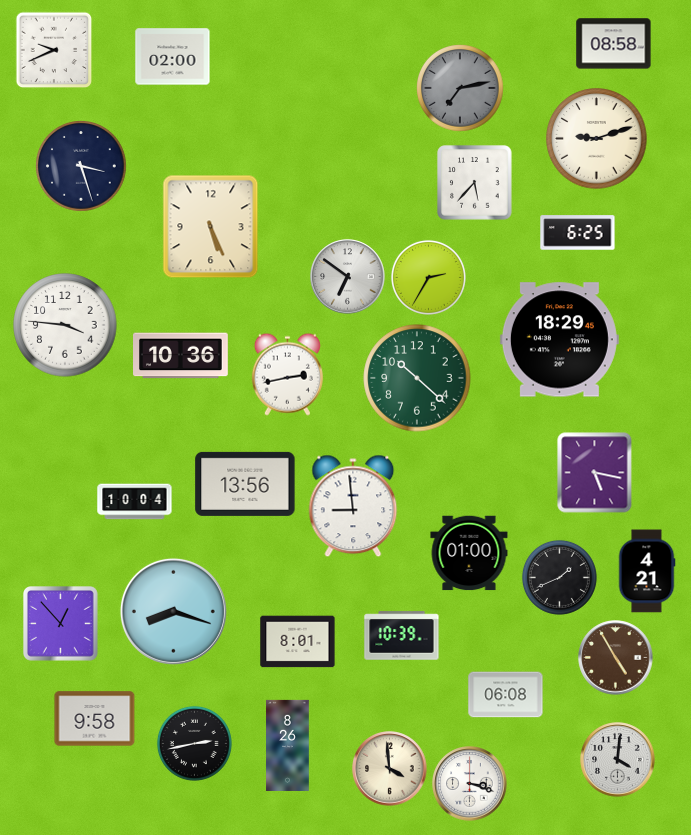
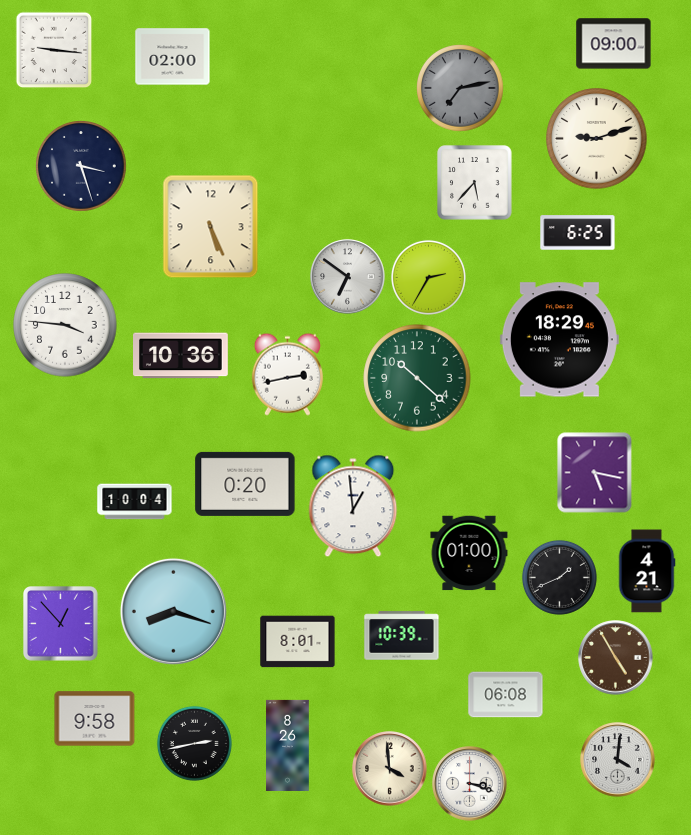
clock at (614, 44): 08:58 -> 09:00
clock at (54, 50): 9:41 -> 9:16
clock at (245, 484): 13:56 -> 0:20
clock at (353, 506): 8:59 -> 12:59
